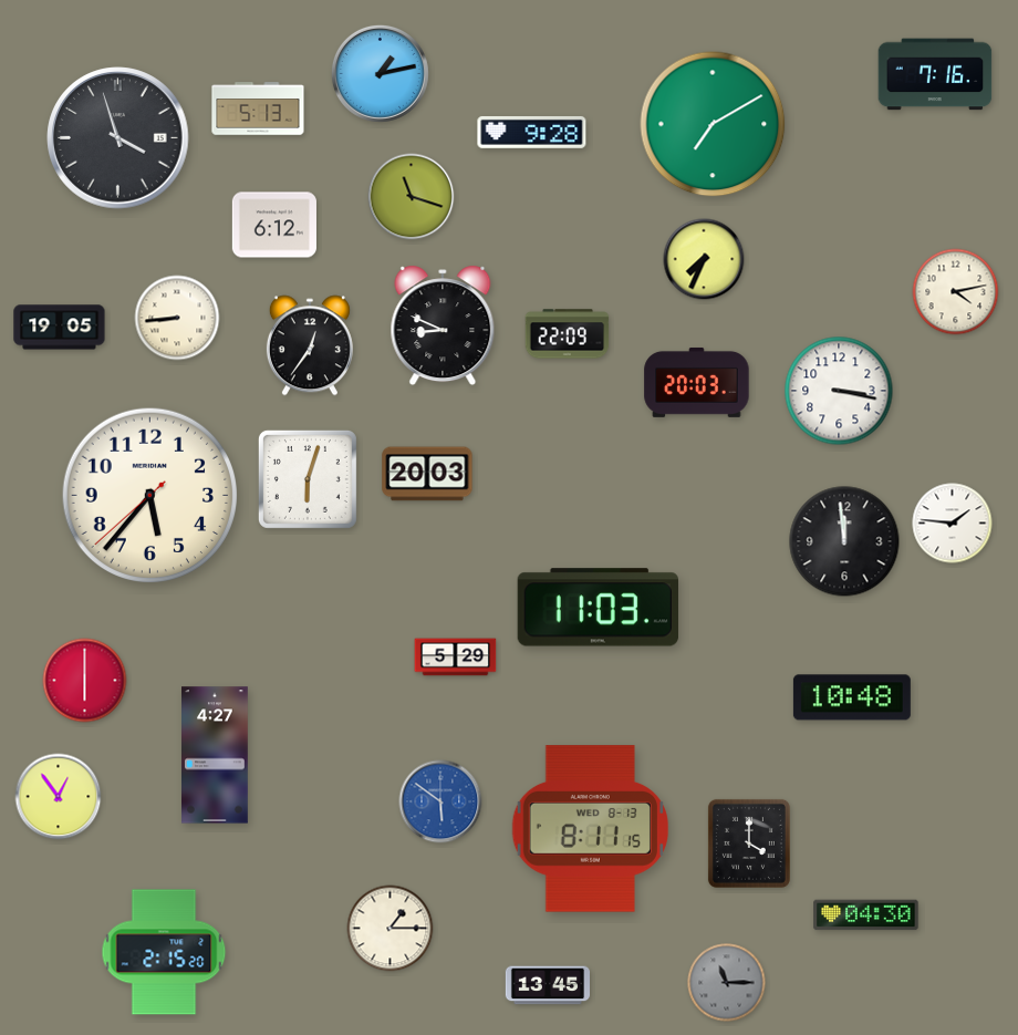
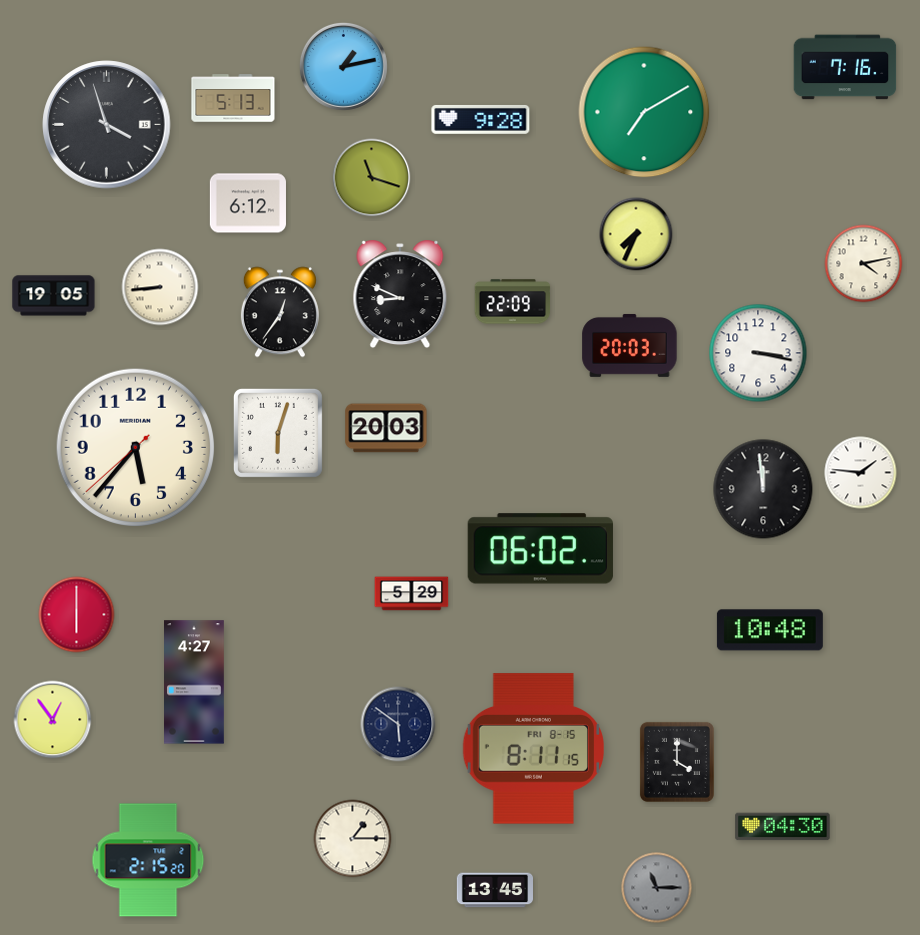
clock at (598, 608): 11:03 -> 06:02
clock at (440, 801) dial: blue -> navy
clock at (590, 829) date: WED 8-13 -> FRI 8-15
